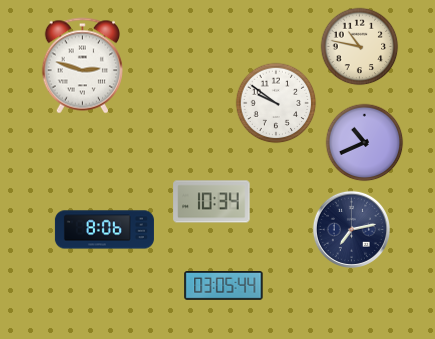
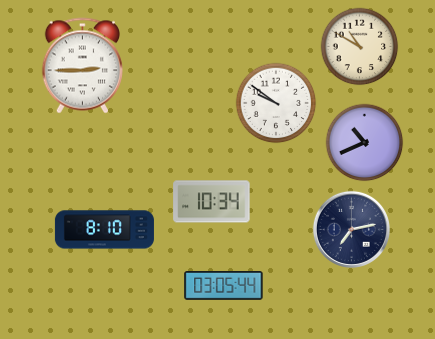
clock at (360, 47): 10:47 -> 10:50
clock at (82, 66): 2:48 -> 2:45
clock at (104, 230): 8:06 -> 8:10
